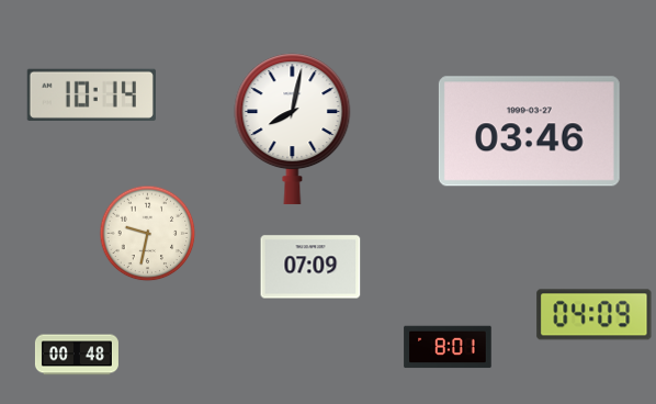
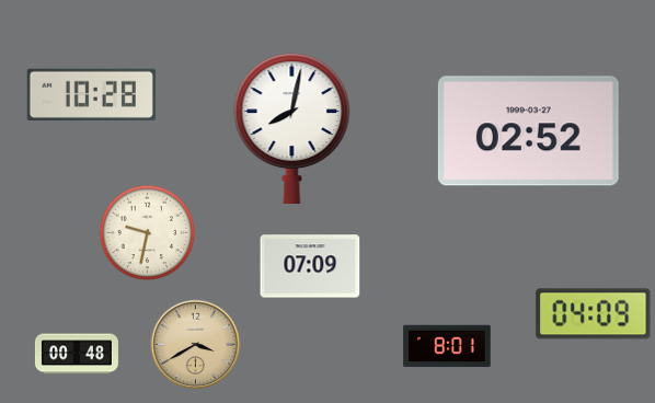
clock at (91, 94): 10:14 -> 10:28
clock at (529, 132): 03:46 -> 02:52
clock at (196, 345): none -> 3:40
